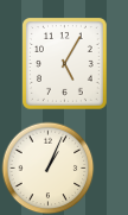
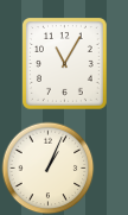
clock at (65, 64): 5:05 -> 11:05
